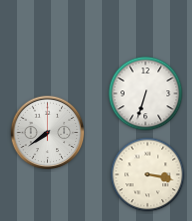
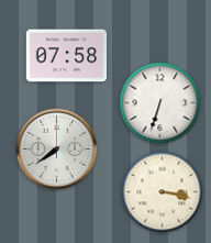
clock at (67, 56): none -> 07:58
clock at (48, 133) position: (48, 133) -> (57, 150)
